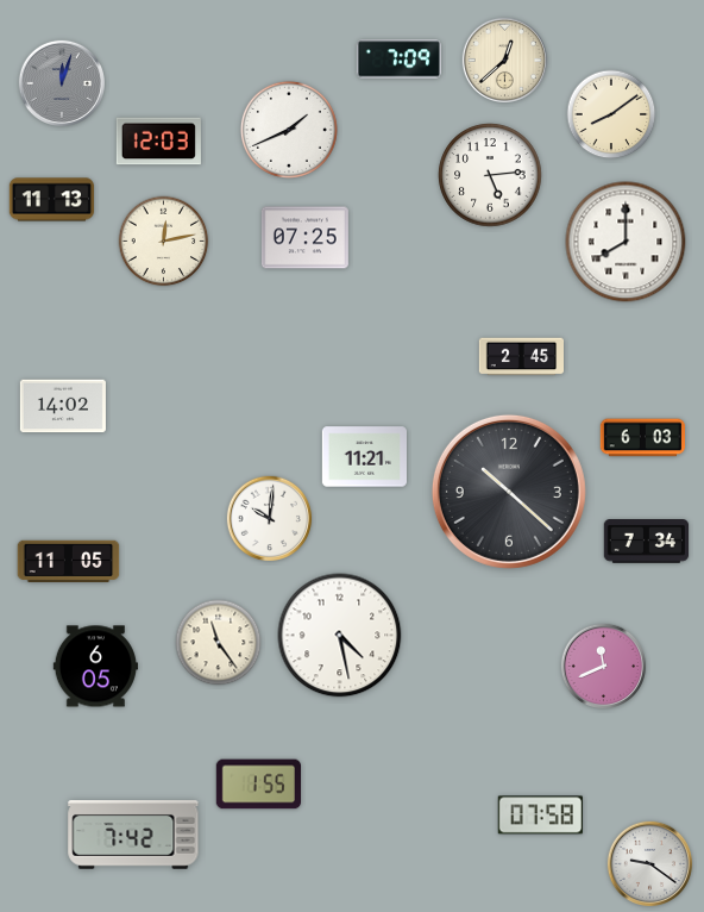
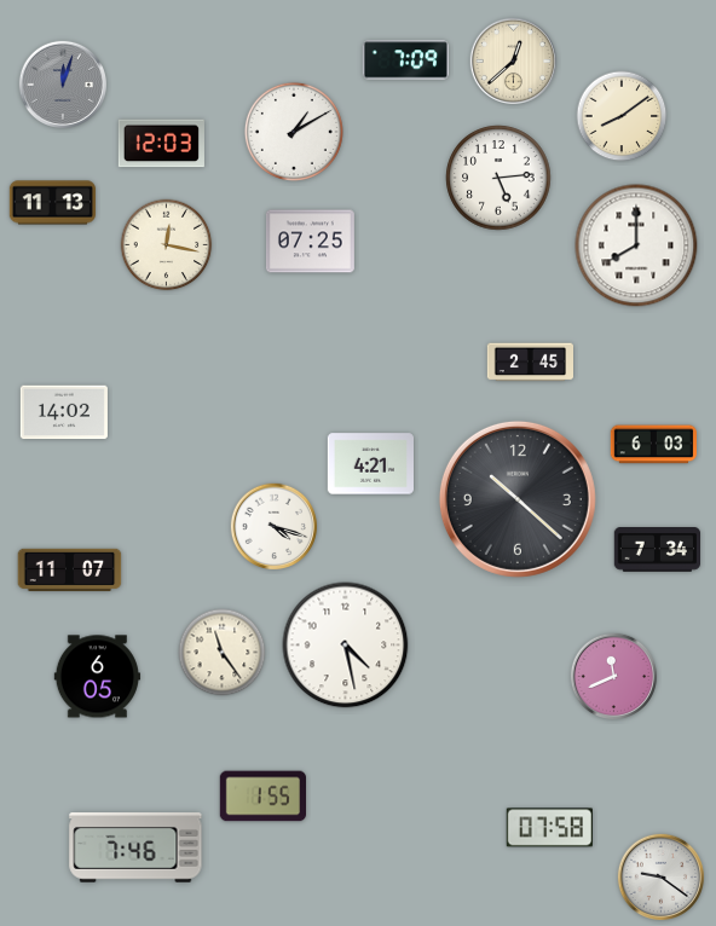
clock at (289, 130): 1:41 -> 1:10
clock at (164, 242): 12:13 -> 12:17
clock at (364, 457): 11:21 -> 4:21
clock at (270, 519): 10:01 -> 4:18
clock at (69, 562): 11:05 -> 11:07
clock at (133, 835): 7:42 -> 7:46
